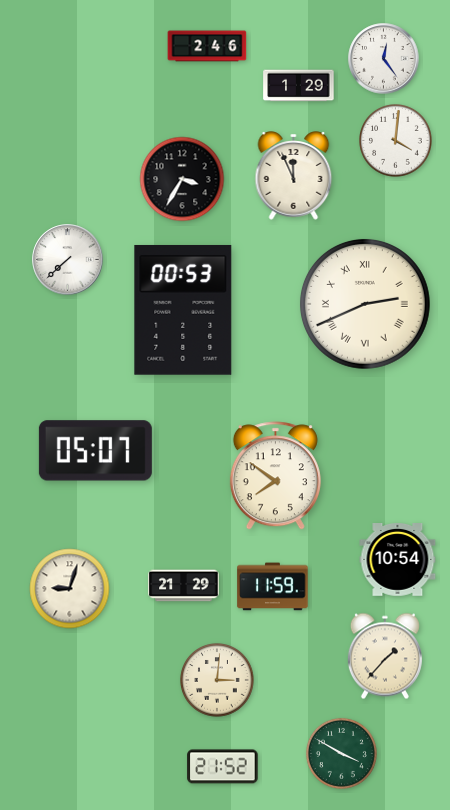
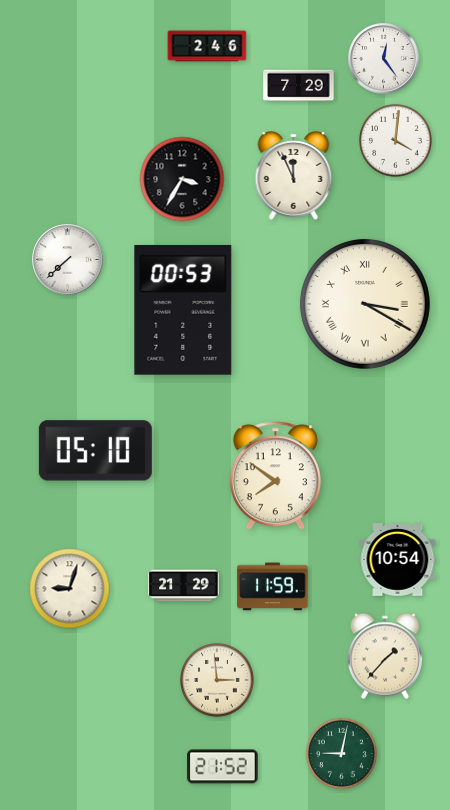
clock at (299, 86): 1:29 -> 7:29
clock at (365, 304): 2:41 -> 3:20
clock at (95, 451): 05:07 -> 05:10
clock at (217, 680): 3:01 -> 2:59
clock at (341, 753): 3:50 -> 9:02
